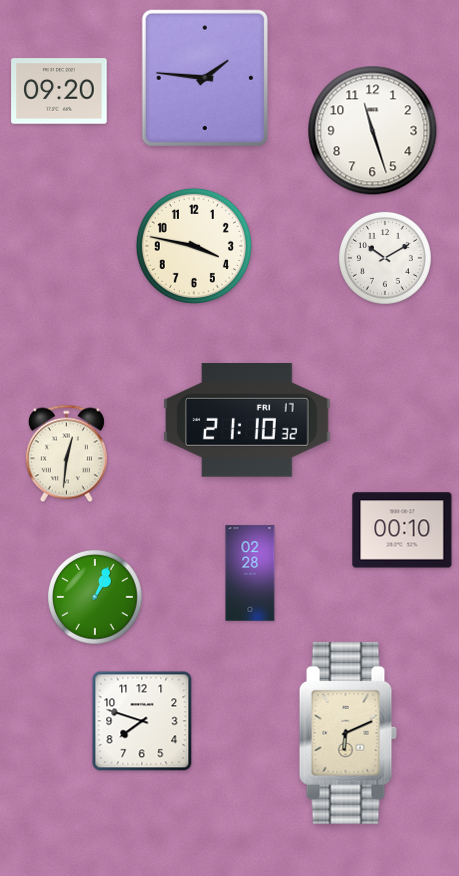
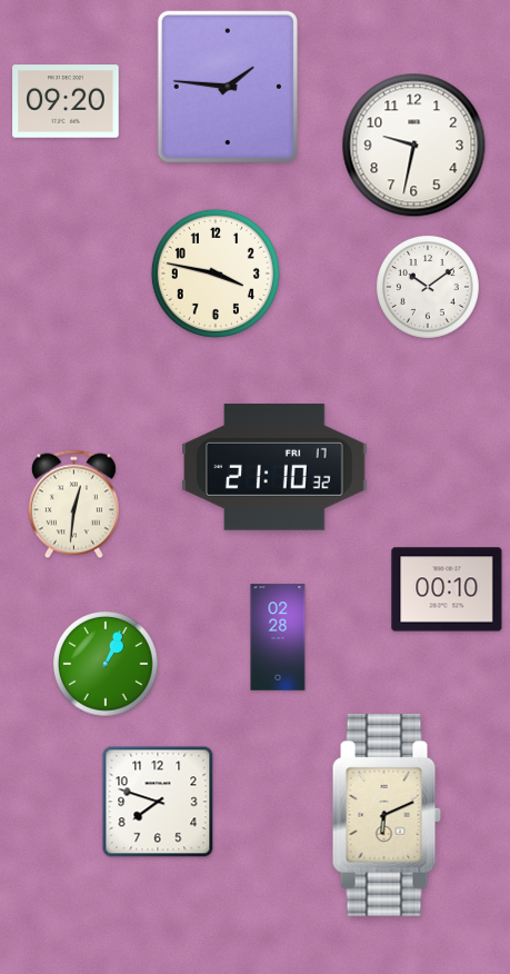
clock at (373, 131): 11:27 -> 9:32
clock at (385, 258): 10:10 -> 10:09
